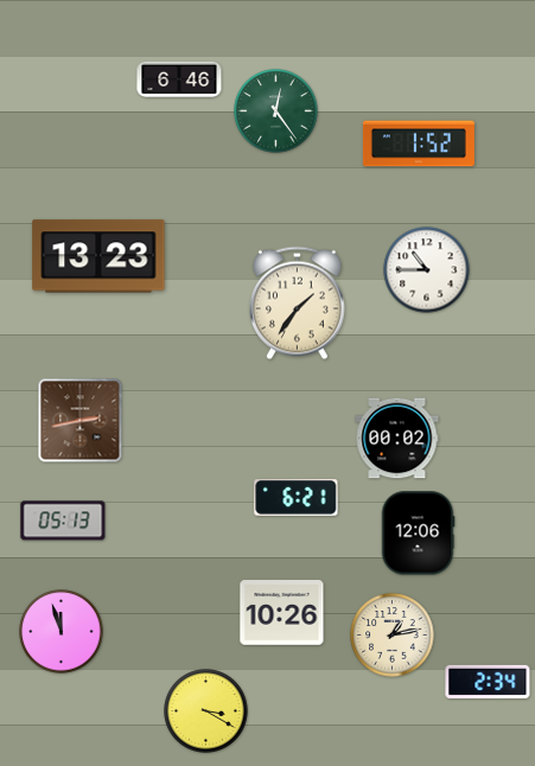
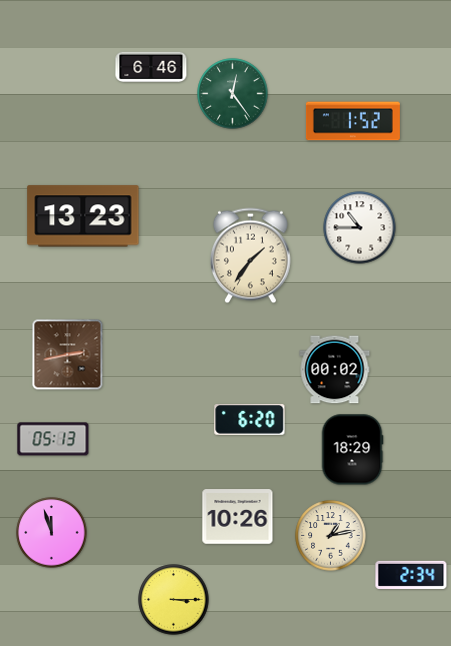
clock at (297, 498): 6:21 -> 6:20
clock at (418, 534): 12:06 -> 18:29
clock at (206, 711): 3:20 -> 3:15
